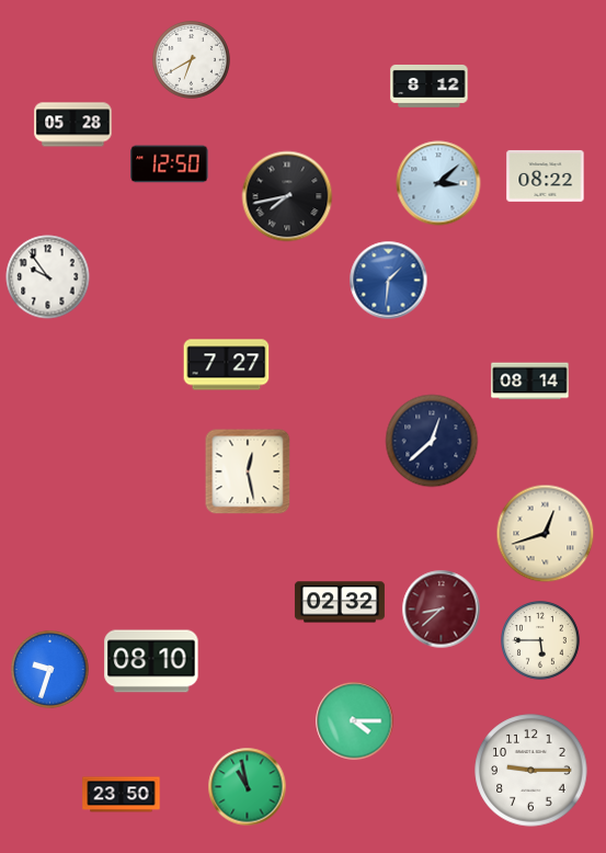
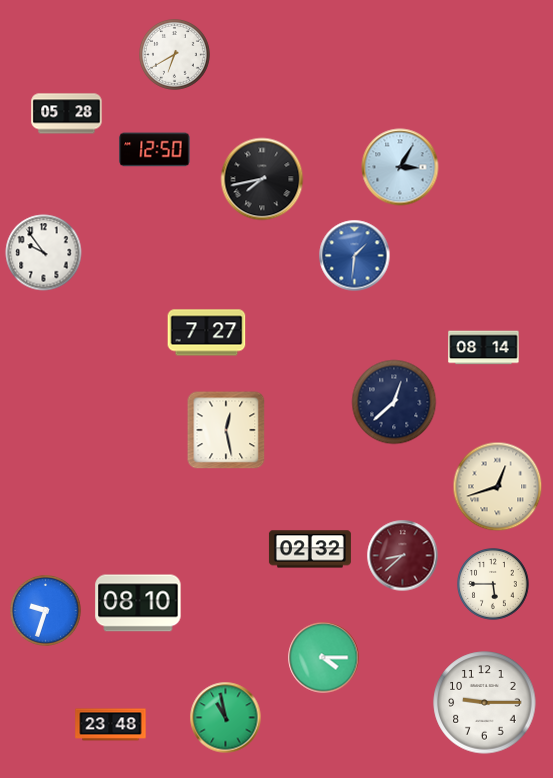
clock at (430, 86): 8:12 -> none
clock at (546, 175): 08:22 -> none
clock at (438, 183): 3:08 -> 3:05
clock at (122, 795): 23:50 -> 23:48
